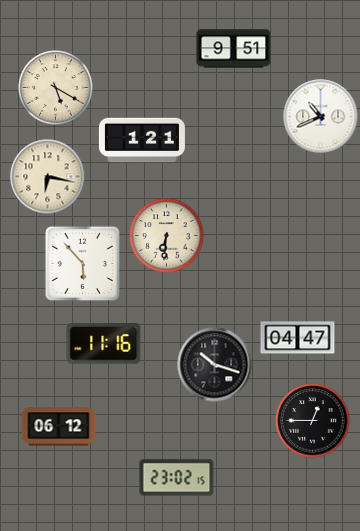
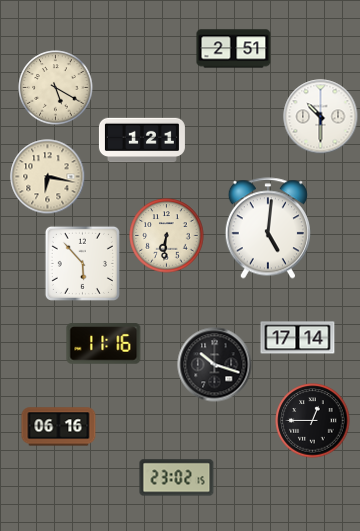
clock at (234, 49): 9:51 -> 2:51
clock at (321, 117): 10:41 -> 10:30
clock at (268, 228): none -> 5:01
clock at (298, 338): 04:47 -> 17:14
clock at (59, 427): 06:12 -> 06:16
